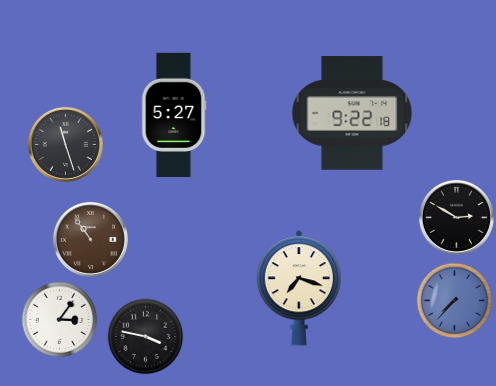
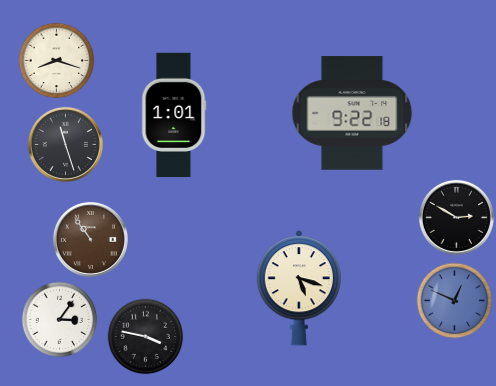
clock at (57, 61): none -> 8:18
clock at (174, 115): 5:27 -> 1:01
clock at (299, 288): 7:18 -> 5:18
clock at (455, 301): 7:37 -> 12:49
